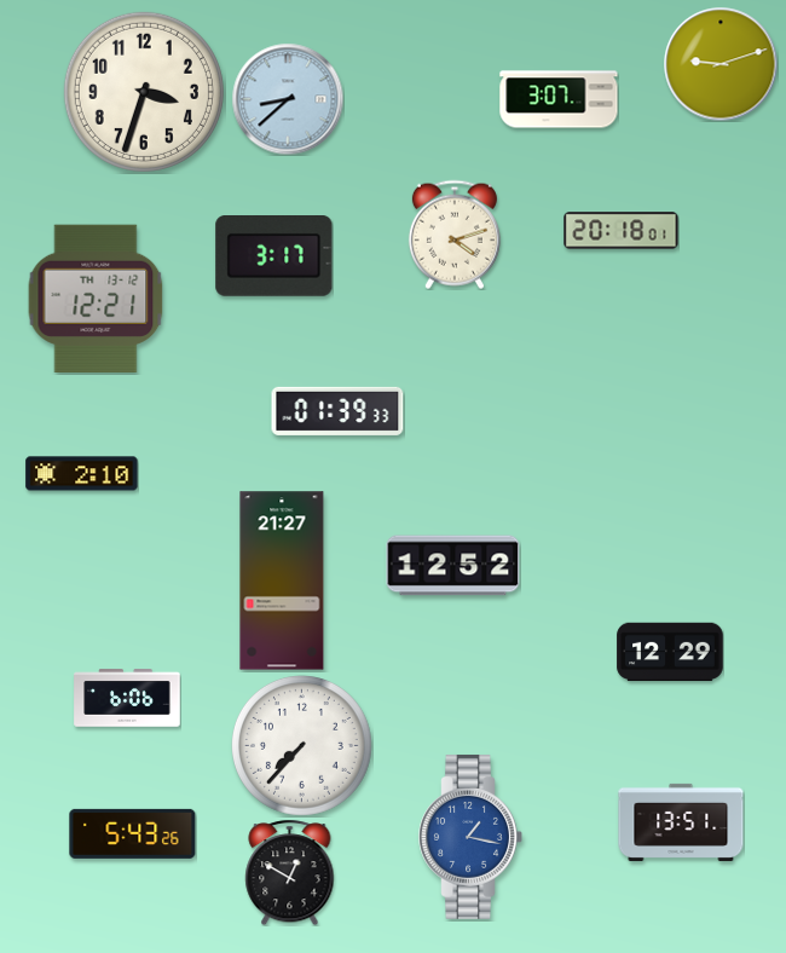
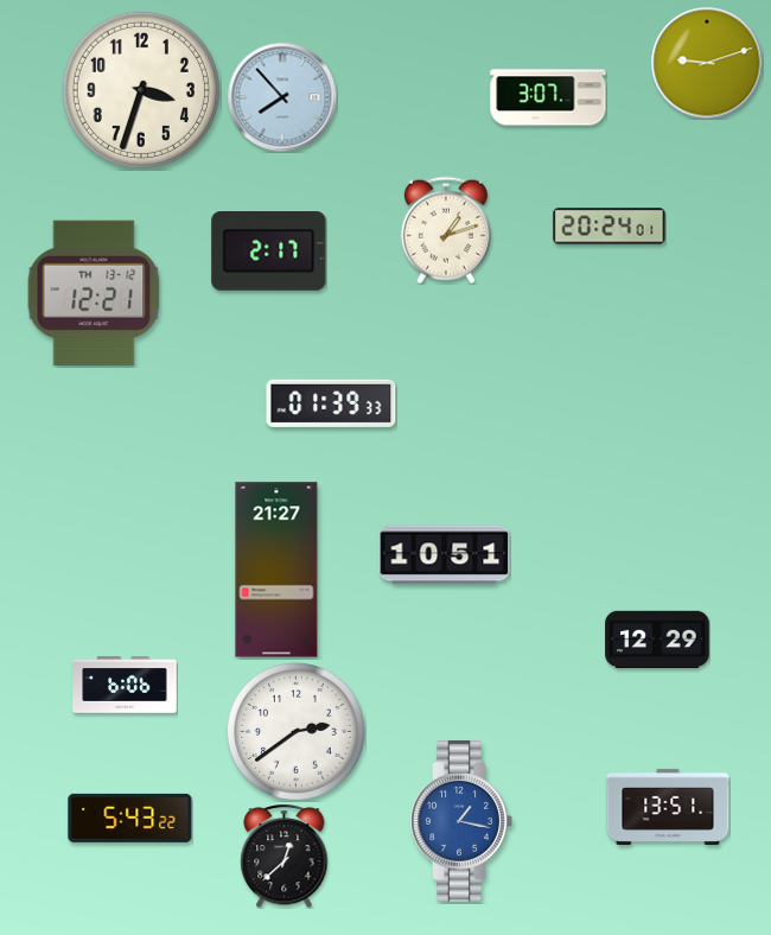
clock at (288, 99): 8:38 -> 7:53
clock at (622, 231): 20:18 -> 20:24
clock at (455, 235): 4:12 -> 1:12
clock at (274, 256): 3:17 -> 2:17
clock at (82, 474): 2:10 -> none
clock at (453, 566): 12:52 -> 10:51
clock at (302, 746): 7:37 -> 2:39
clock at (133, 833): 5:43:26 -> 5:43:22
clock at (290, 872): 12:50 -> 12:38
